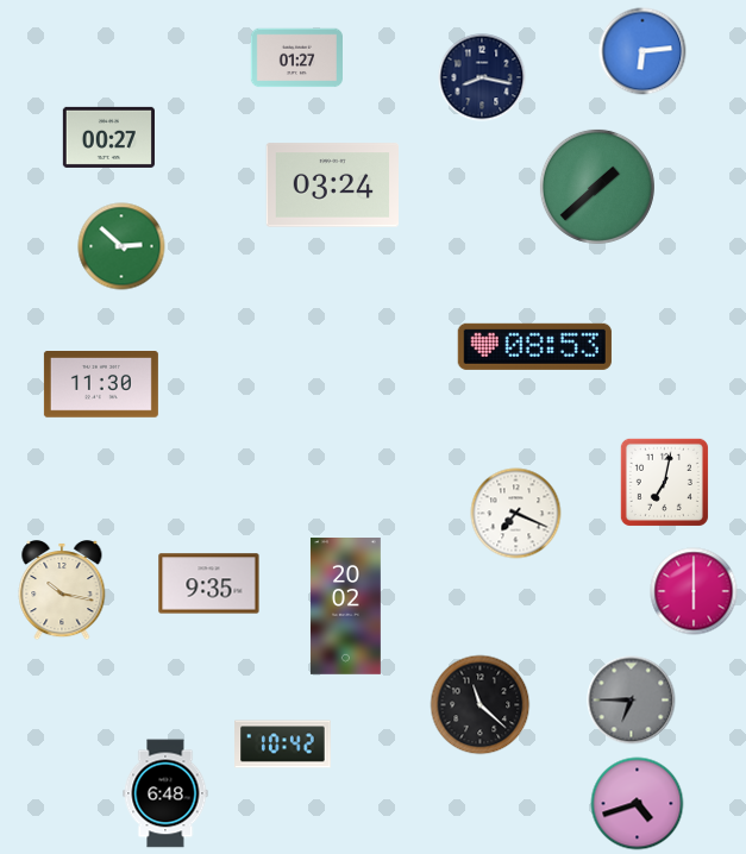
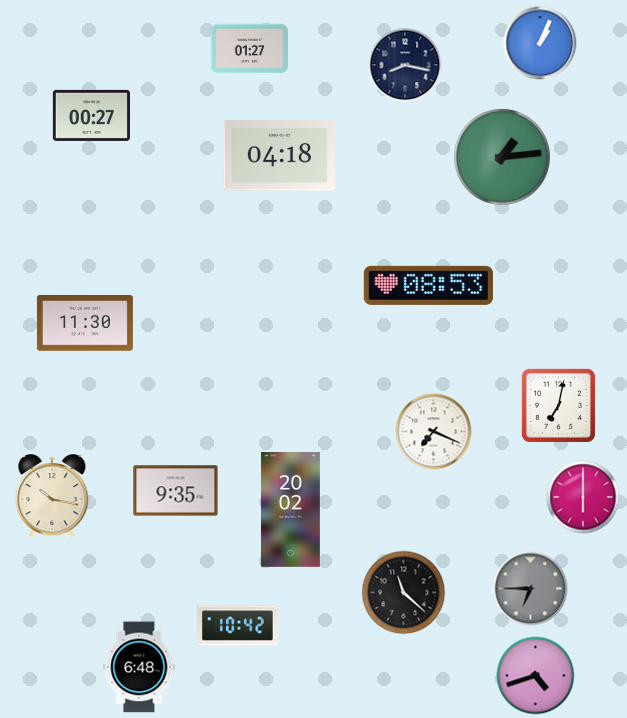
clock at (642, 51): 6:14 -> 1:04
clock at (332, 186): 03:24 -> 04:18
clock at (597, 187): 1:38 -> 1:14
clock at (121, 246): 2:52 -> none
clock at (534, 346) position: (534, 346) -> (428, 285)
